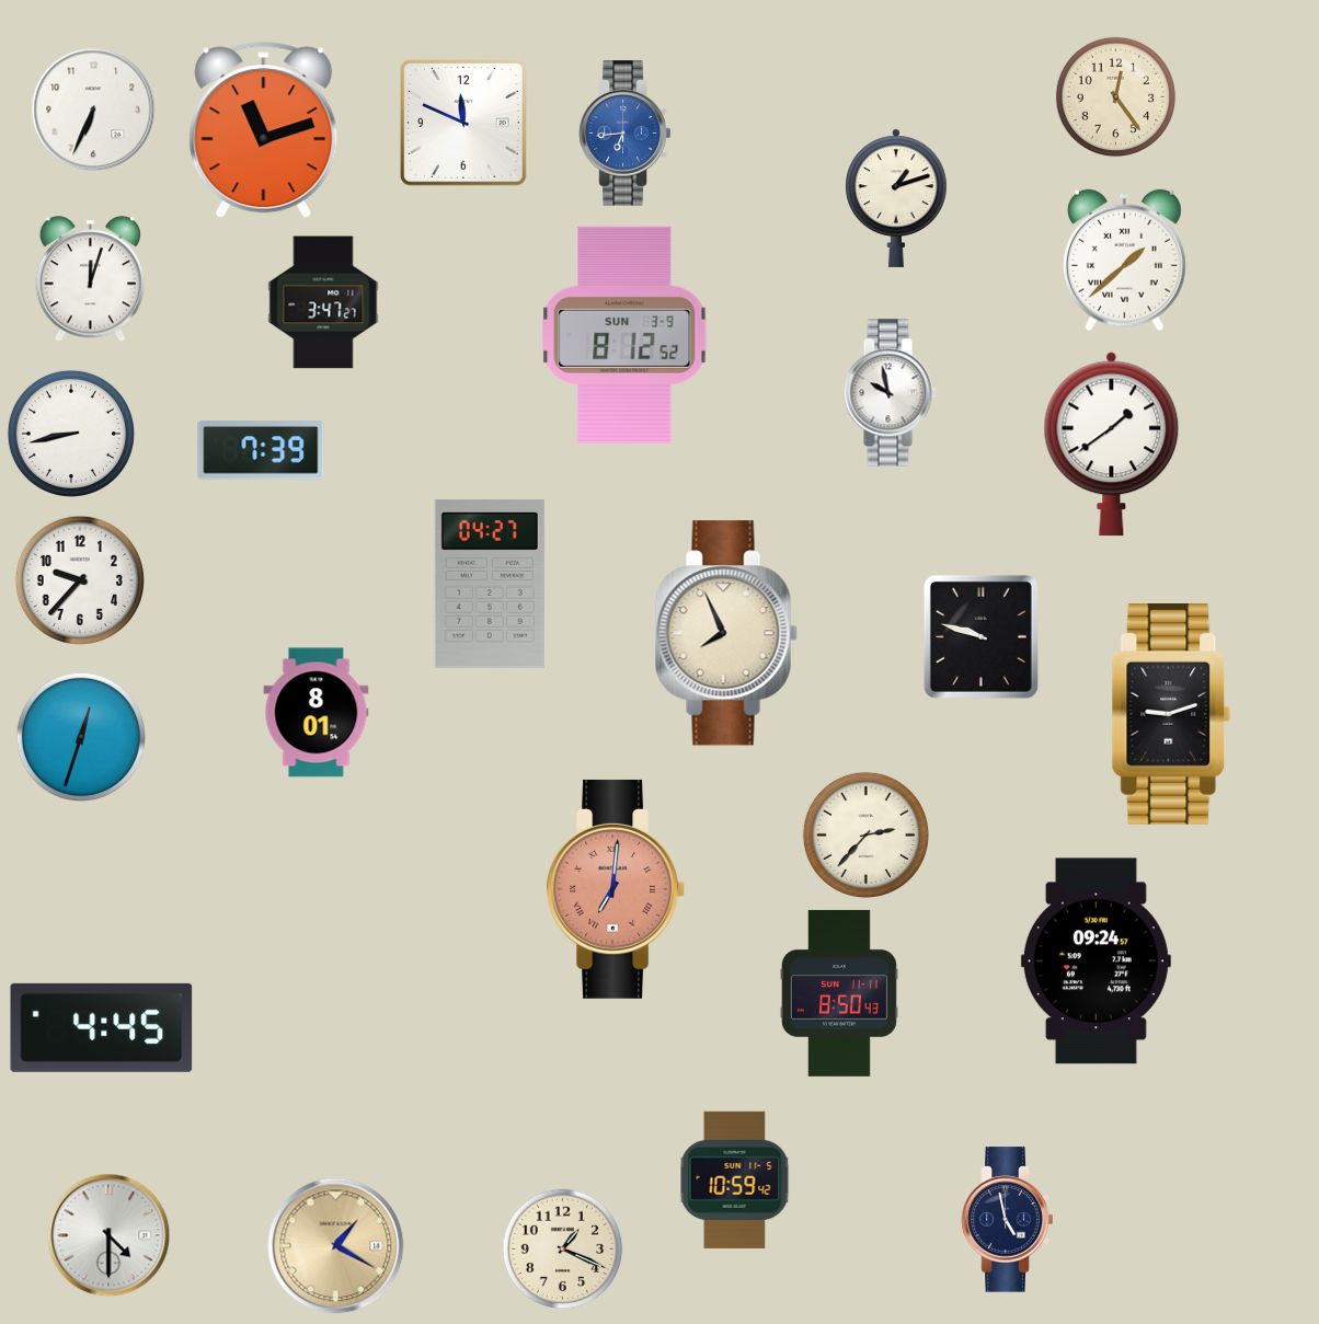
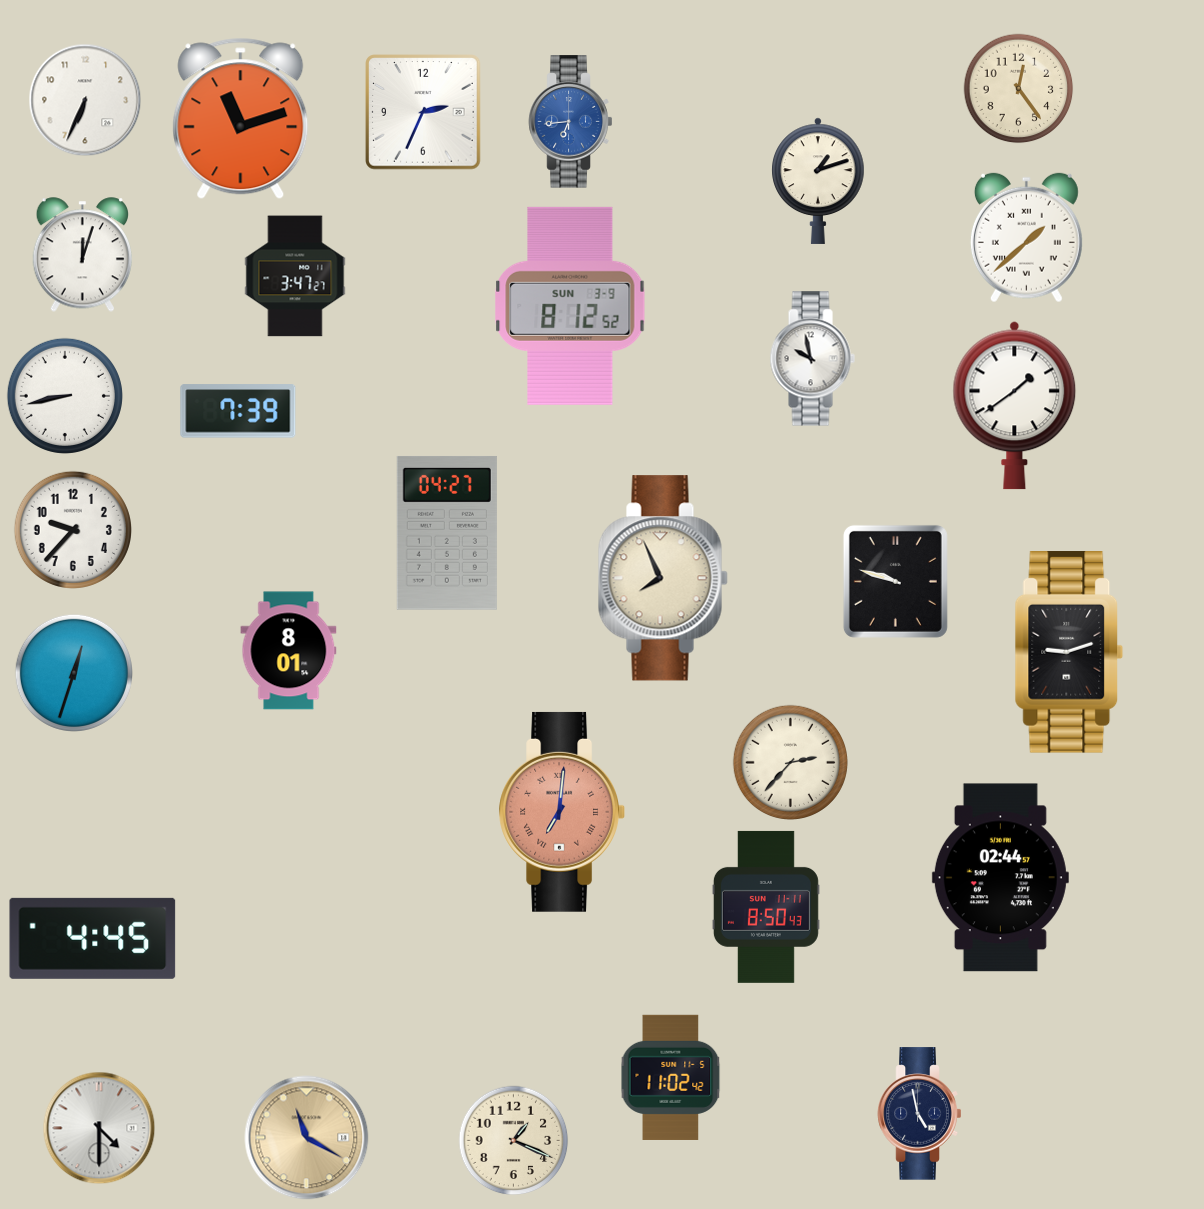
clock at (463, 123): 11:49 -> 2:34
clock at (1096, 962): 09:24 -> 02:44
clock at (735, 1179): 10:59 -> 11:02
clock at (336, 1246): 1:20 -> 11:20
